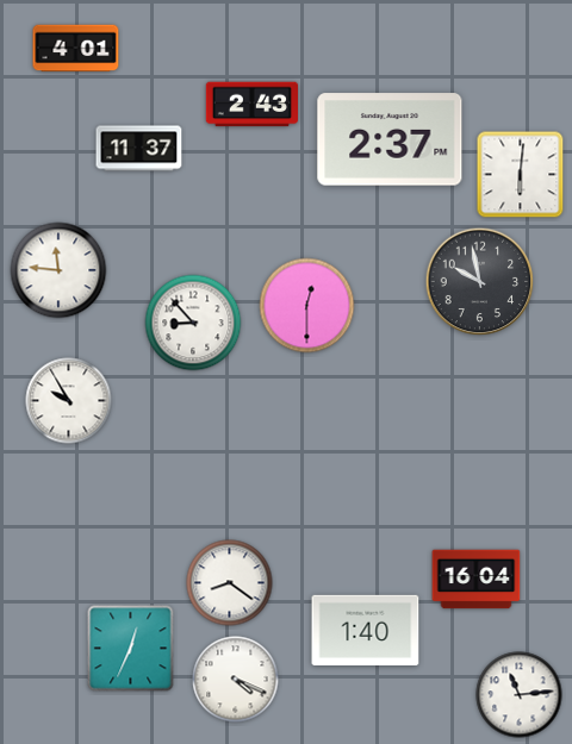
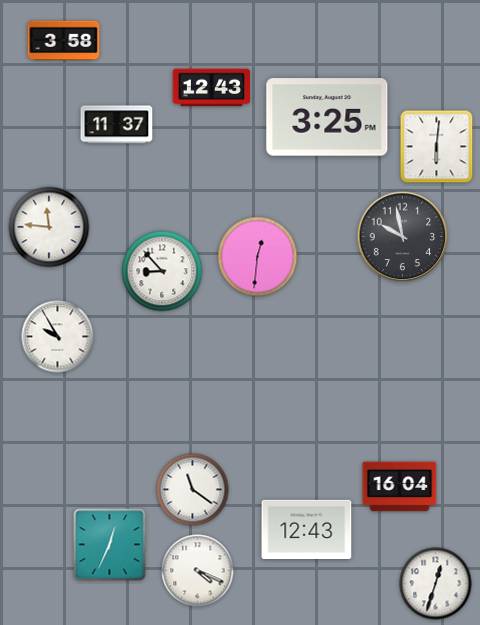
clock at (76, 49): 4:01 -> 3:58
clock at (251, 105): 2:43 -> 12:43
clock at (390, 139): 2:37 -> 3:25
clock at (307, 306): 12:30 -> 12:31
clock at (230, 583): 8:21 -> 11:21
clock at (366, 630): 1:40 -> 12:43
clock at (520, 695): 11:14 -> 12:33
